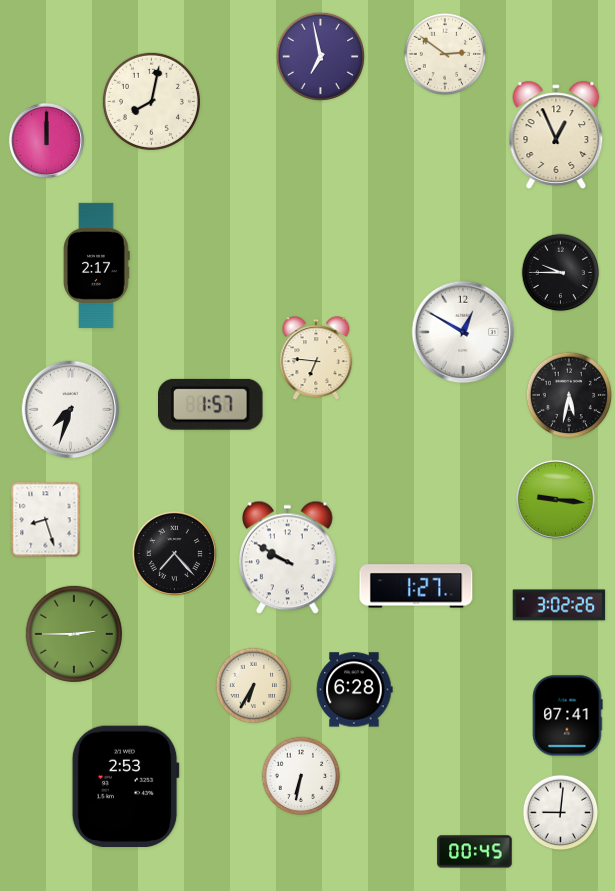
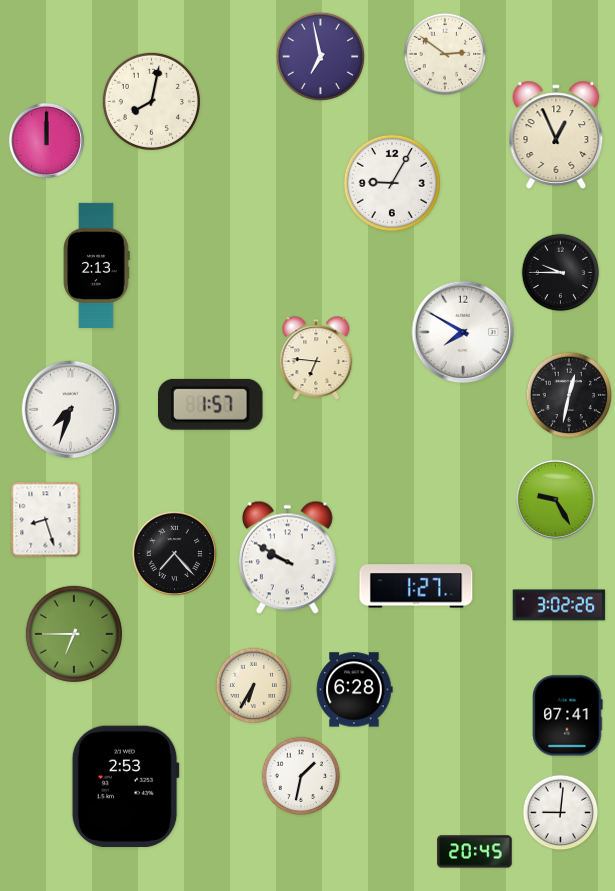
clock at (392, 183): none -> 9:05
clock at (97, 265): 2:17 -> 2:13
clock at (463, 332): 12:50 -> 7:50
clock at (569, 395): 5:32 -> 12:32
clock at (555, 499): 9:16 -> 9:25
clock at (74, 634): 2:45 -> 6:45
clock at (301, 776): 6:32 -> 1:32
clock at (475, 852): 00:45 -> 20:45
